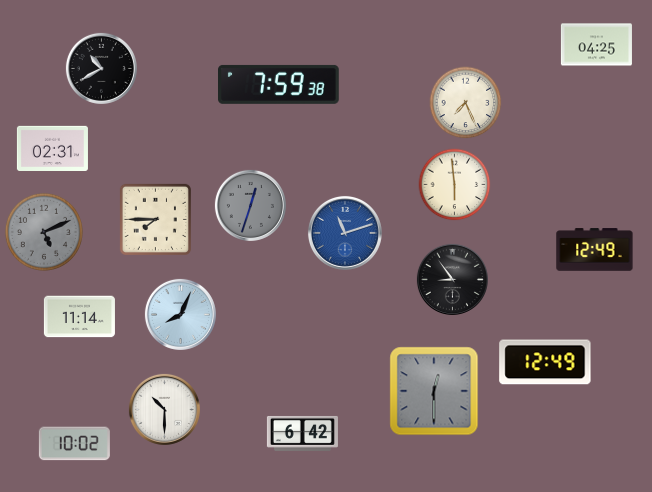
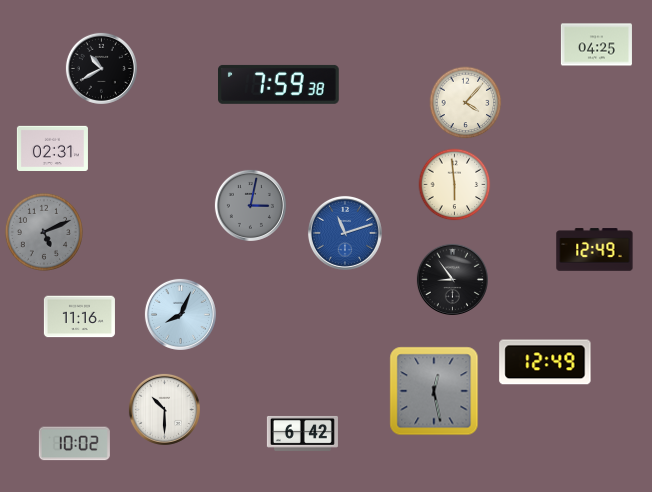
clock at (466, 103): 7:26 -> 4:07
clock at (250, 205): 12:33 -> 3:02
clock at (155, 219): 7:45 -> none
clock at (79, 317): 11:14 -> 11:16
clock at (434, 391): 12:30 -> 12:28
